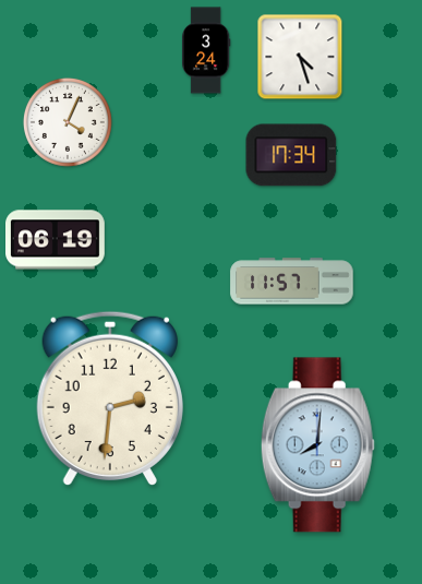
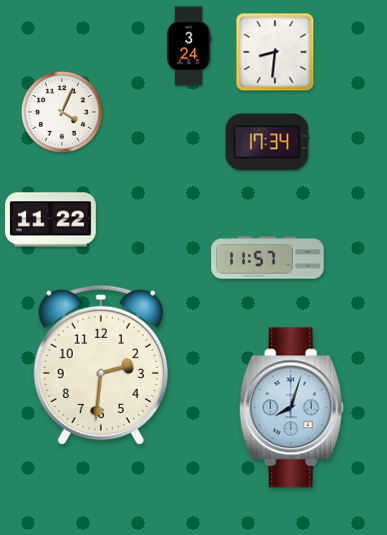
clock at (300, 57): 4:27 -> 8:31
clock at (56, 240): 06:19 -> 11:22
clock at (317, 445): 8:01 -> 8:03
